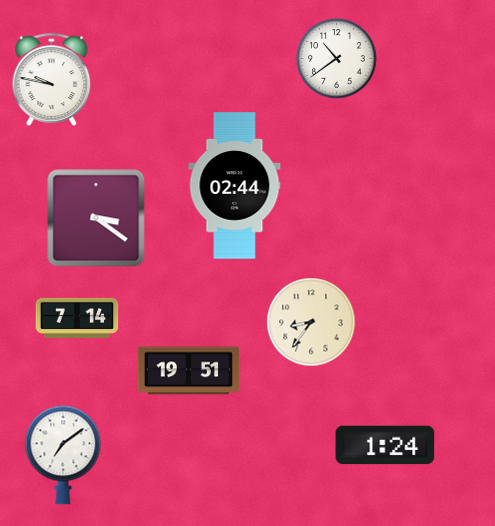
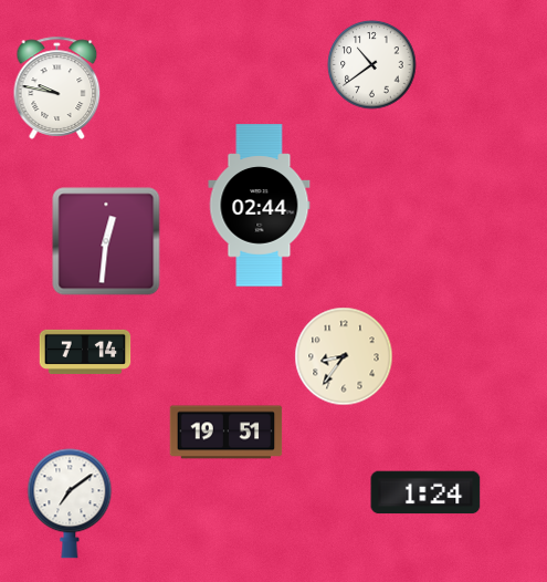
clock at (96, 218): 3:21 -> 12:31
clock at (189, 371) position: (189, 371) -> (227, 433)
